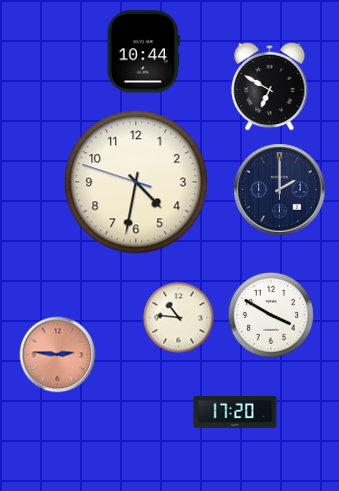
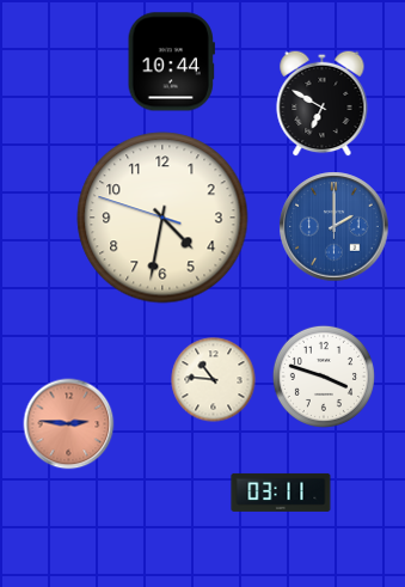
clock at (280, 190) dial: navy -> blue
clock at (271, 315): 3:50 -> 3:48
clock at (235, 412): 17:20 -> 03:11
